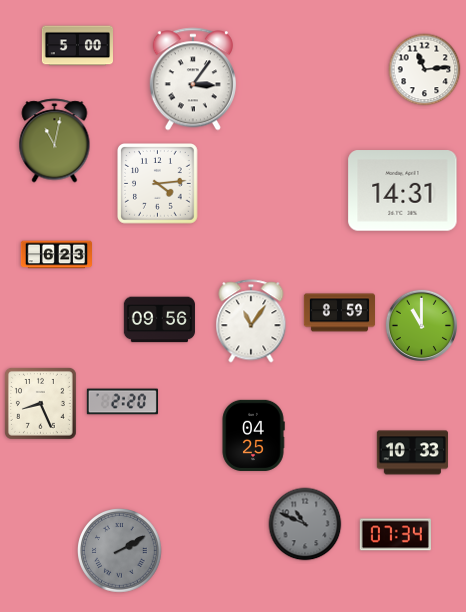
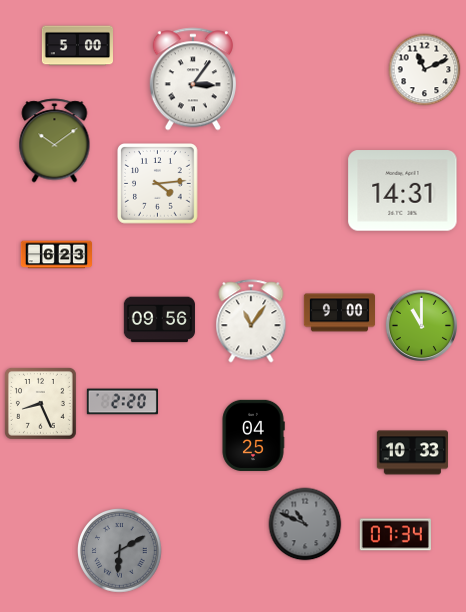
clock at (425, 70): 11:14 -> 11:11
clock at (55, 141): 11:02 -> 10:09
clock at (339, 313): 8:59 -> 9:00
clock at (120, 551): 2:10 -> 6:10
